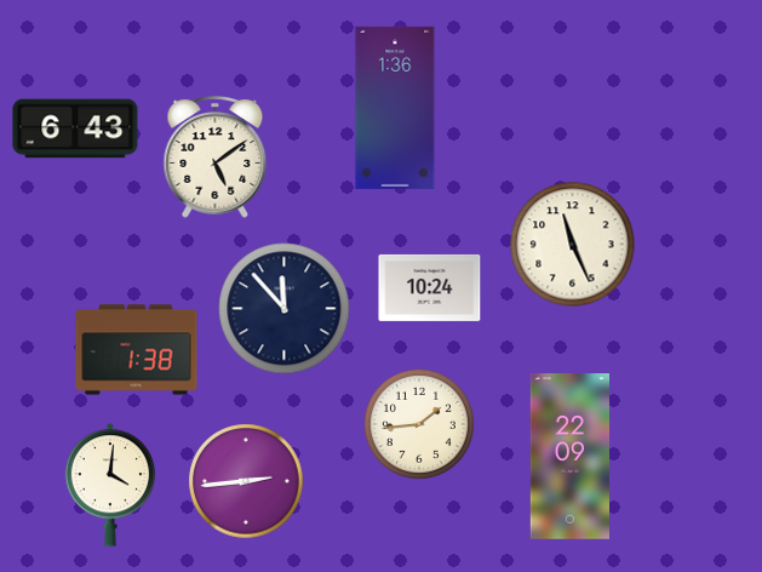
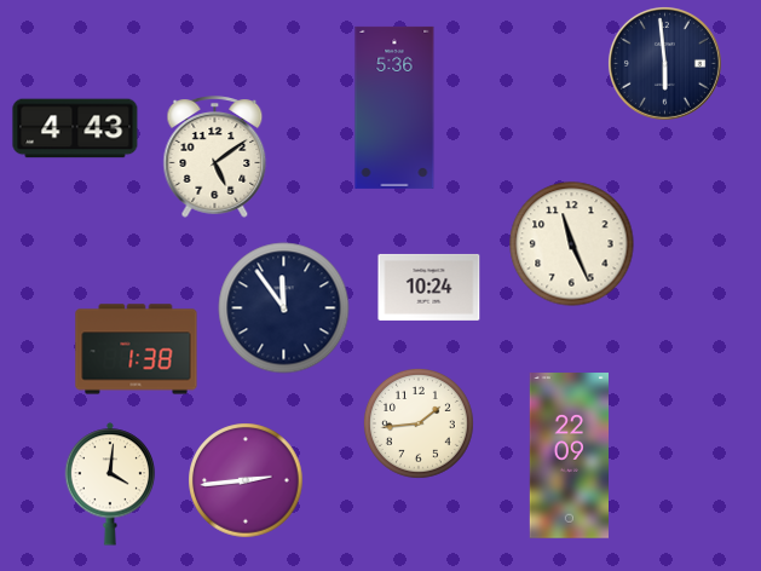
clock at (664, 63): none -> 5:59
clock at (395, 108): 1:36 -> 5:36
clock at (75, 128): 6:43 -> 4:43
clock at (285, 309): 11:53 -> 11:54
